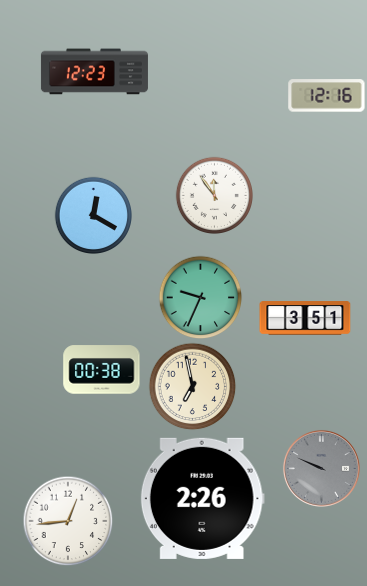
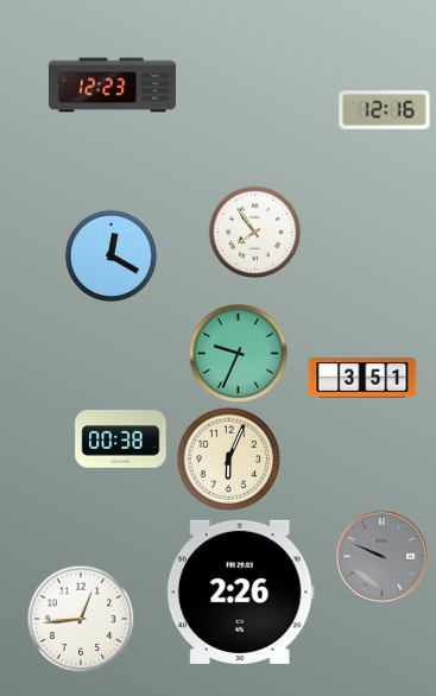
clock at (327, 96) position: (327, 96) -> (385, 110)
clock at (214, 195): 11:54 -> 7:54
clock at (192, 386): 6:58 -> 6:04
